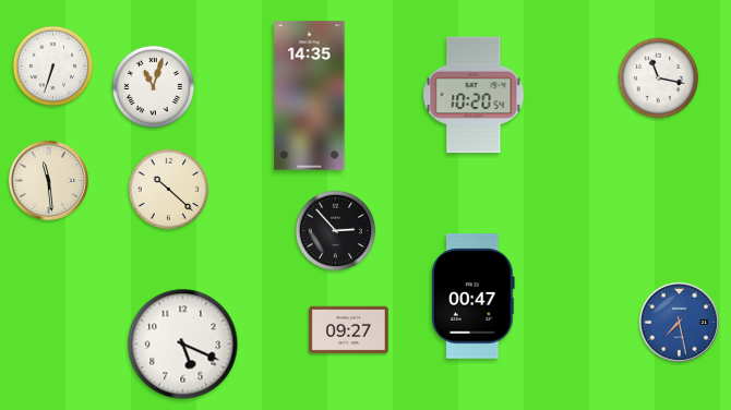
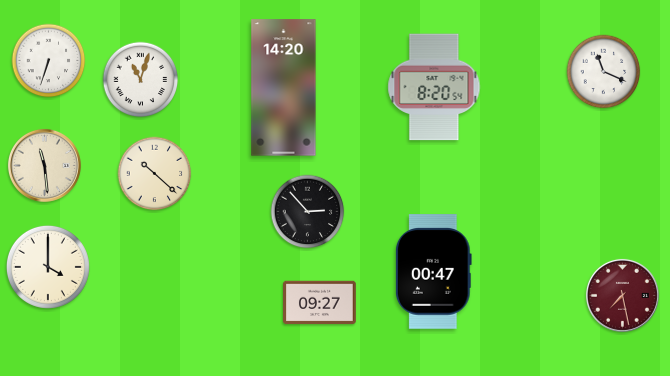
clock at (659, 79): 11:17 -> 11:19
clock at (474, 95): 10:20 -> 8:20
clock at (310, 96): 14:35 -> 14:20
clock at (48, 267): none -> 4:00
clock at (679, 322) dial: blue -> burgundy
clock at (183, 345): 5:19 -> none
